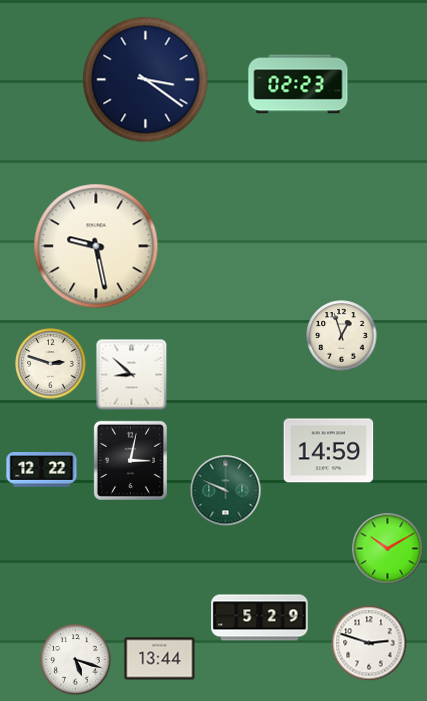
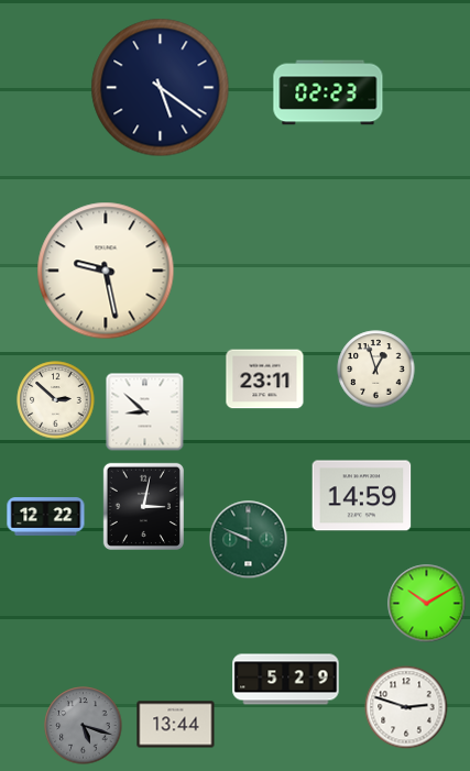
clock at (146, 80): 3:21 -> 5:21
clock at (265, 379): none -> 23:11
clock at (51, 364): 2:48 -> 2:52
clock at (76, 660) dial: white -> grey
